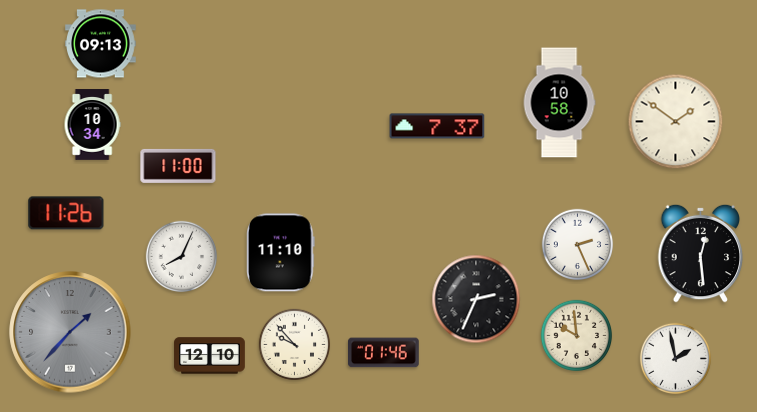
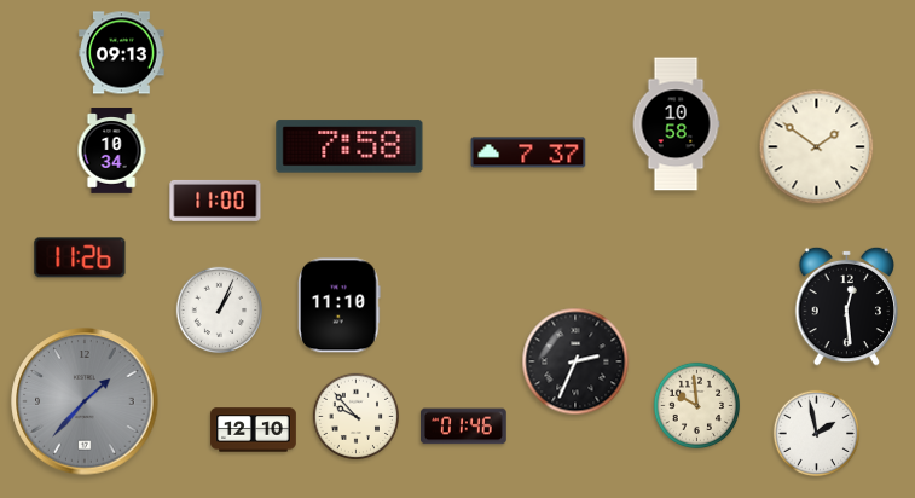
clock at (349, 146): none -> 7:58
clock at (578, 245): 2:26 -> none
clock at (182, 257): 8:04 -> 1:04
